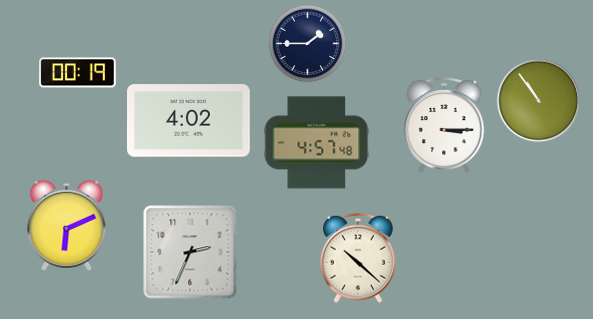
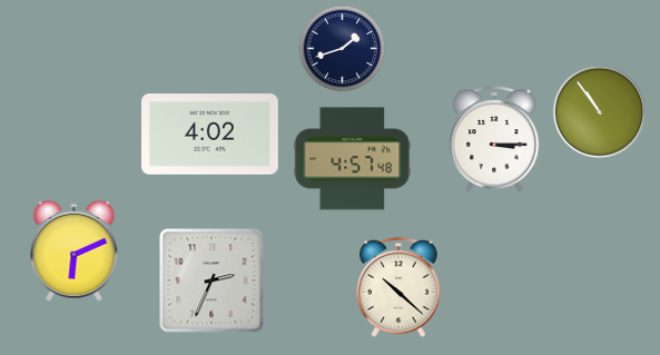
clock at (307, 43): 1:45 -> 1:42
clock at (78, 73): 00:19 -> none
